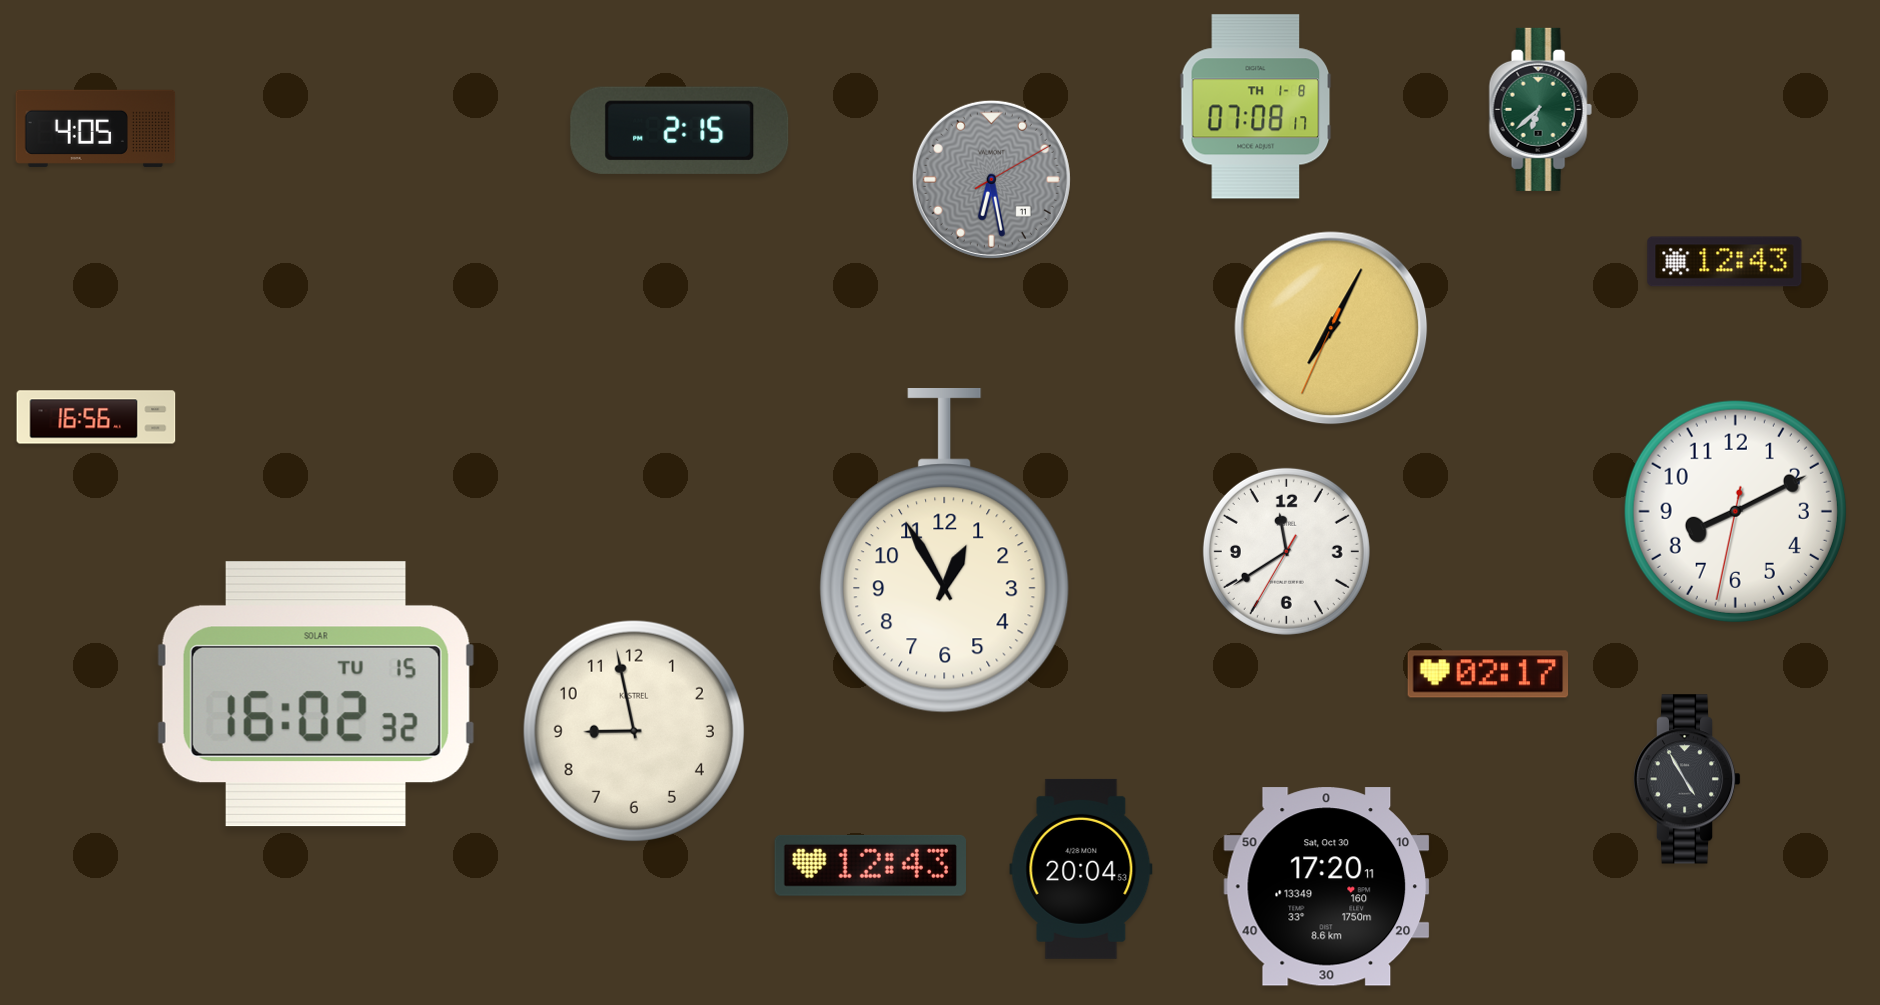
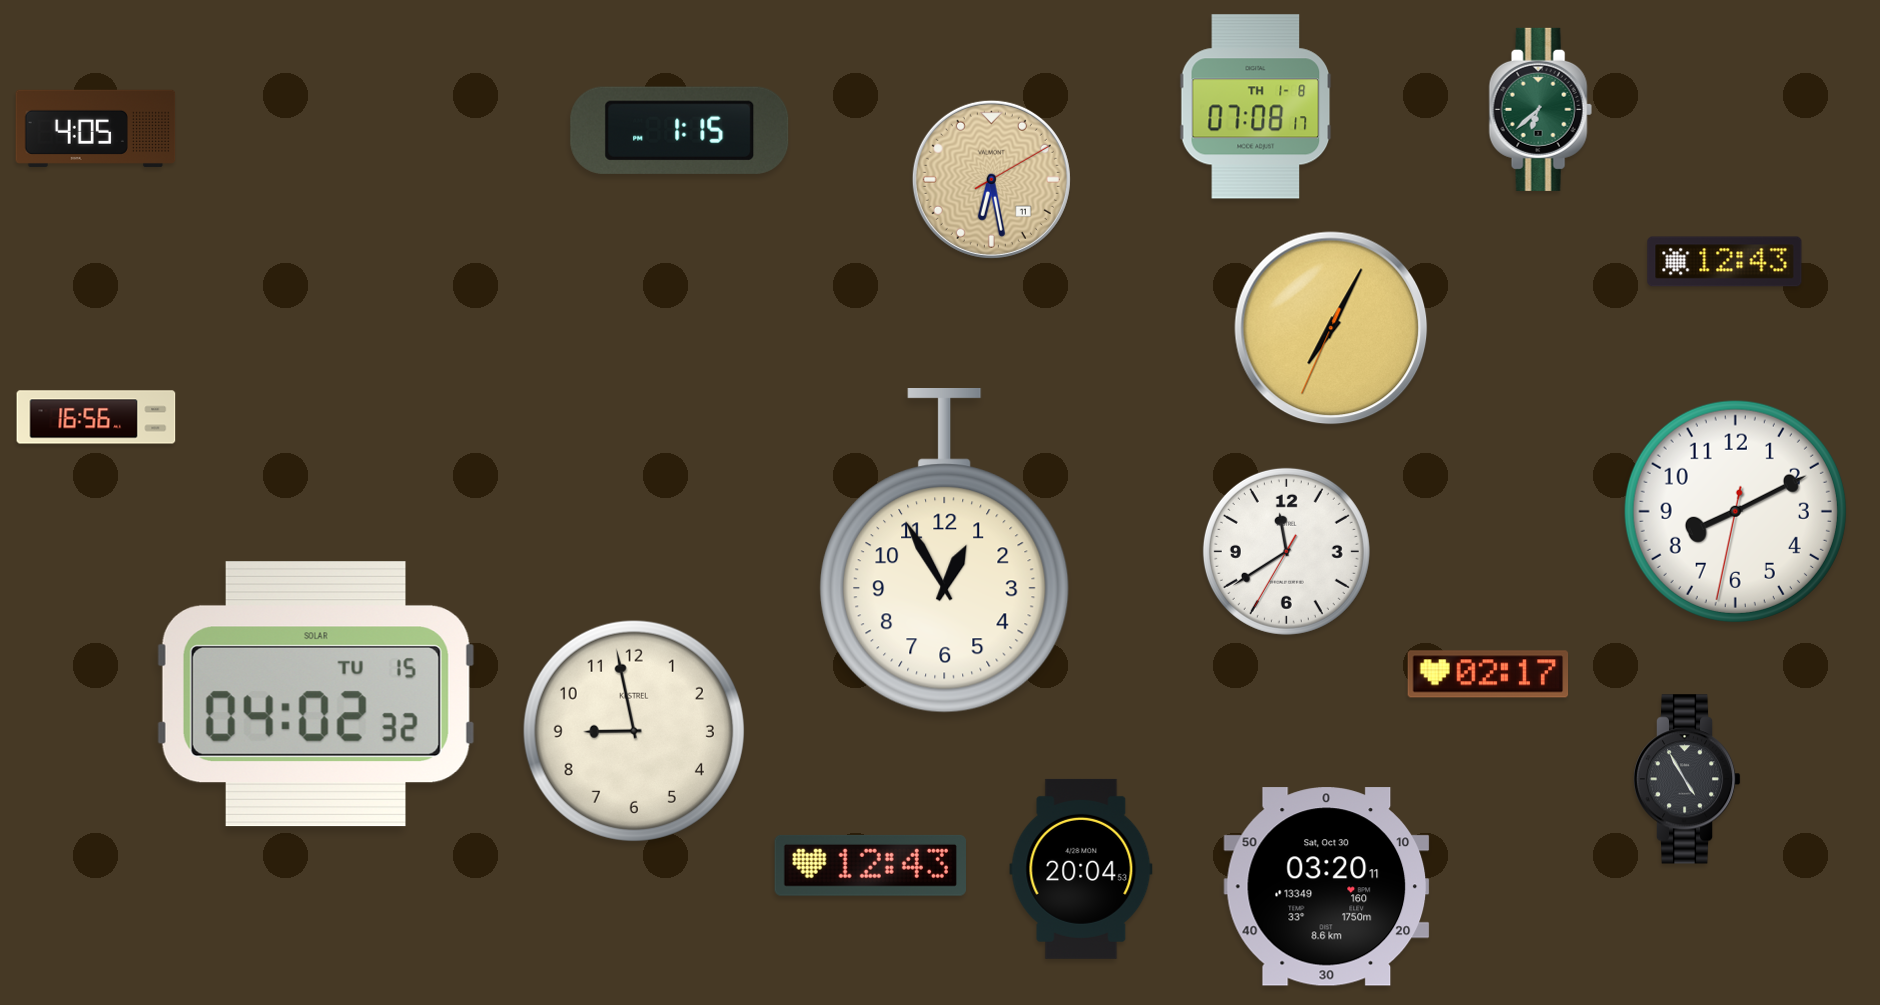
clock at (680, 130): 2:15 -> 1:15
clock at (991, 179) dial: grey -> champagne
clock at (316, 694): 16:02 -> 04:02
clock at (1327, 887): 17:20 -> 03:20
